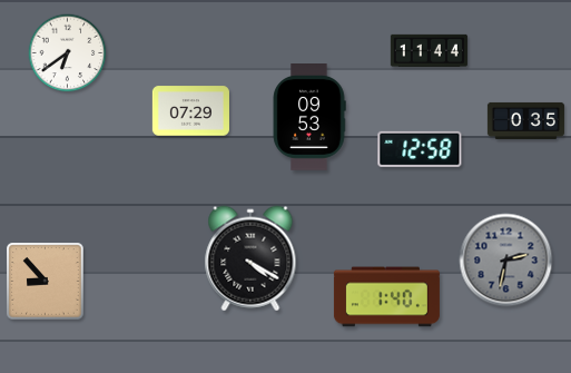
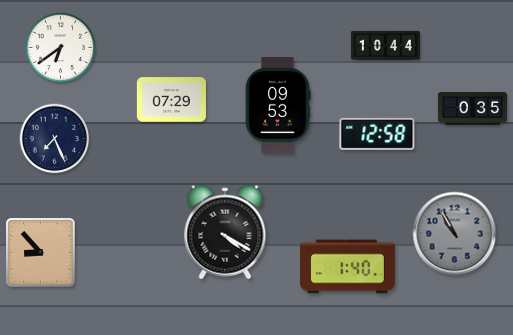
clock at (429, 50): 11:44 -> 10:44
clock at (55, 139): none -> 7:26
clock at (506, 261): 2:32 -> 10:55
